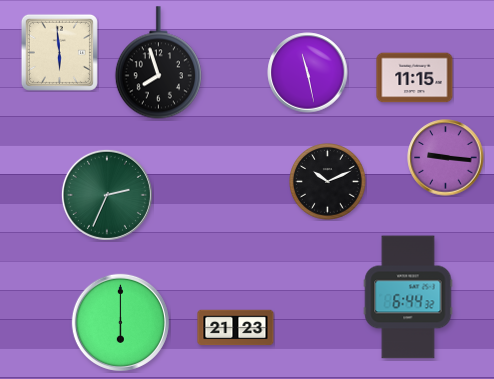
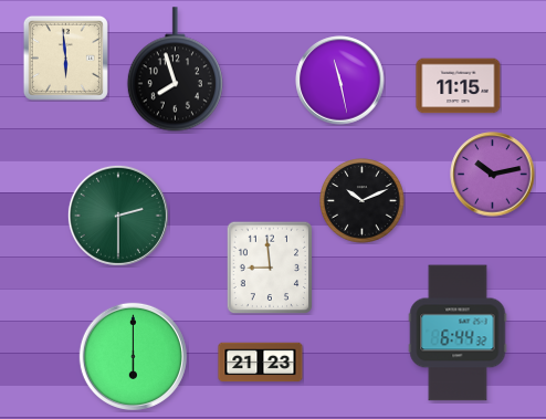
clock at (446, 158): 9:16 -> 10:13
clock at (107, 195): 2:34 -> 2:30
clock at (269, 268): none -> 8:59
clock at (408, 297) position: (408, 297) -> (458, 333)
